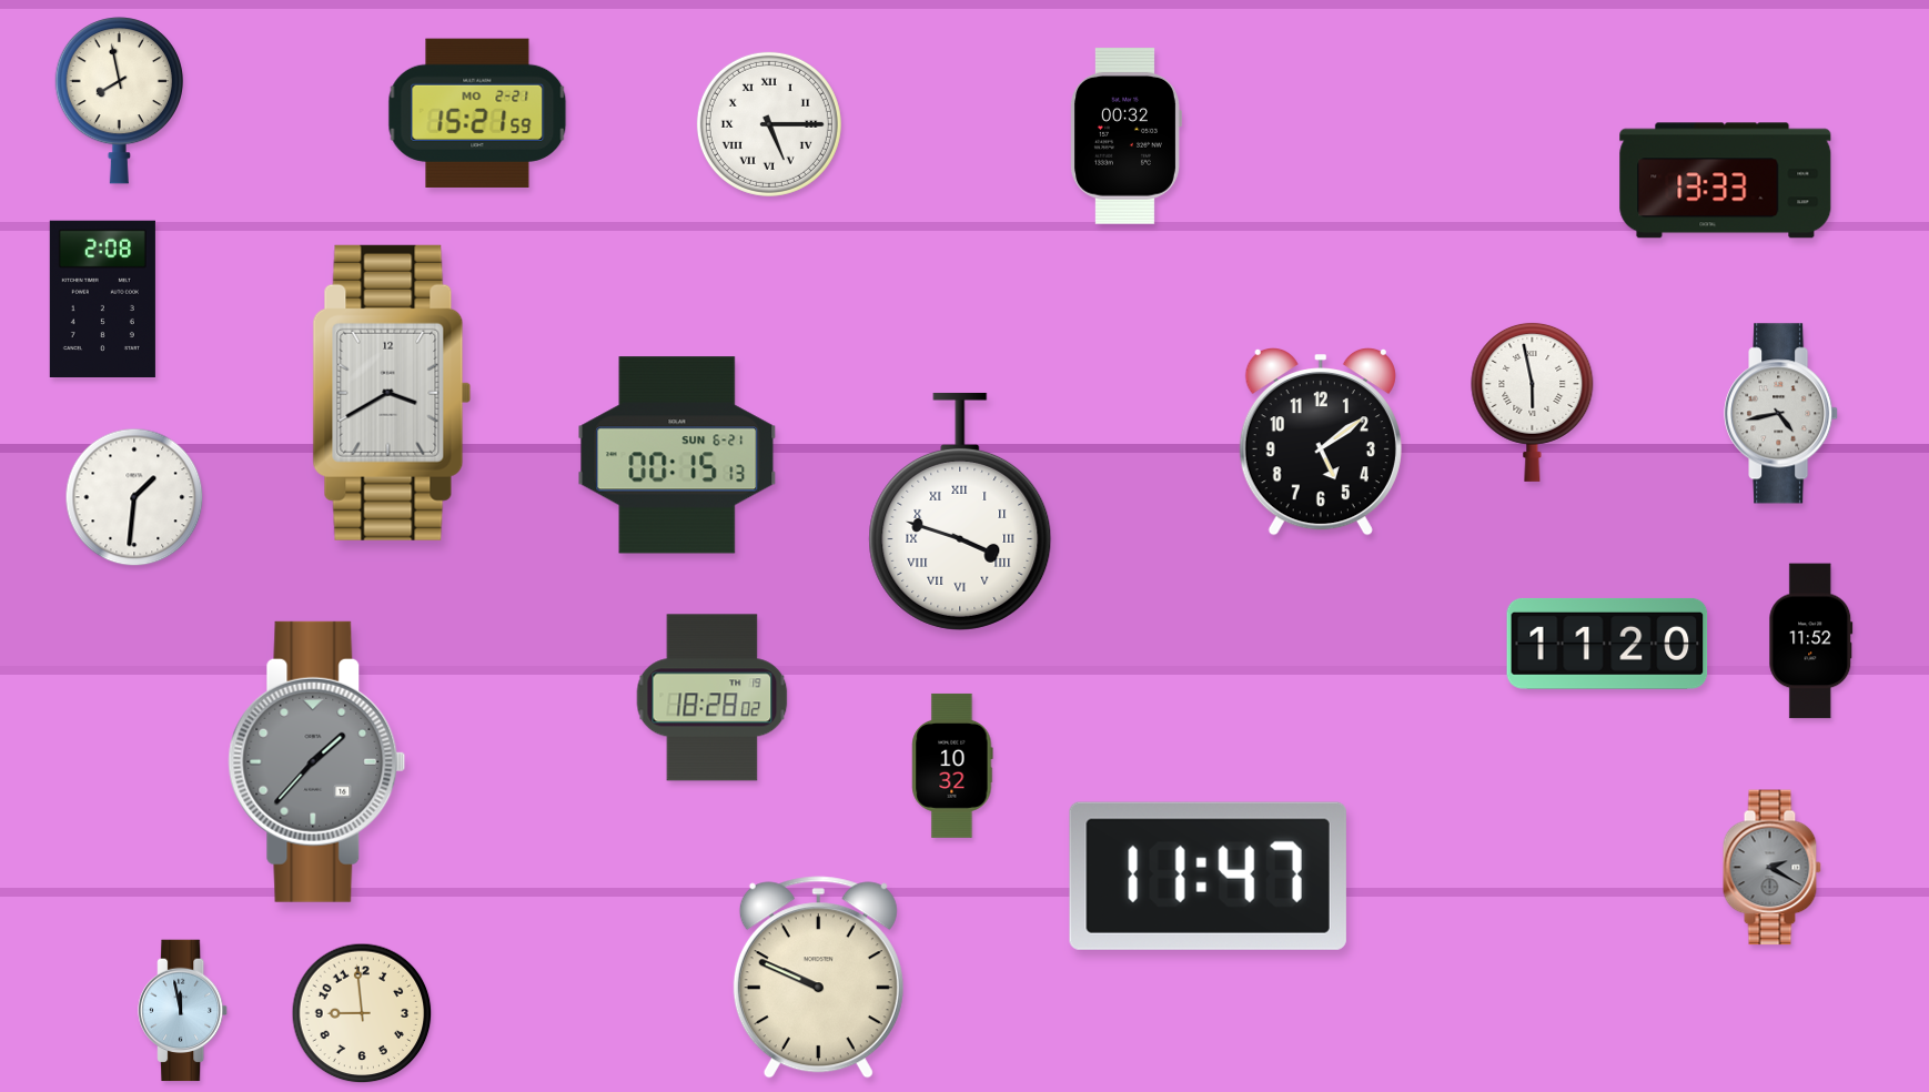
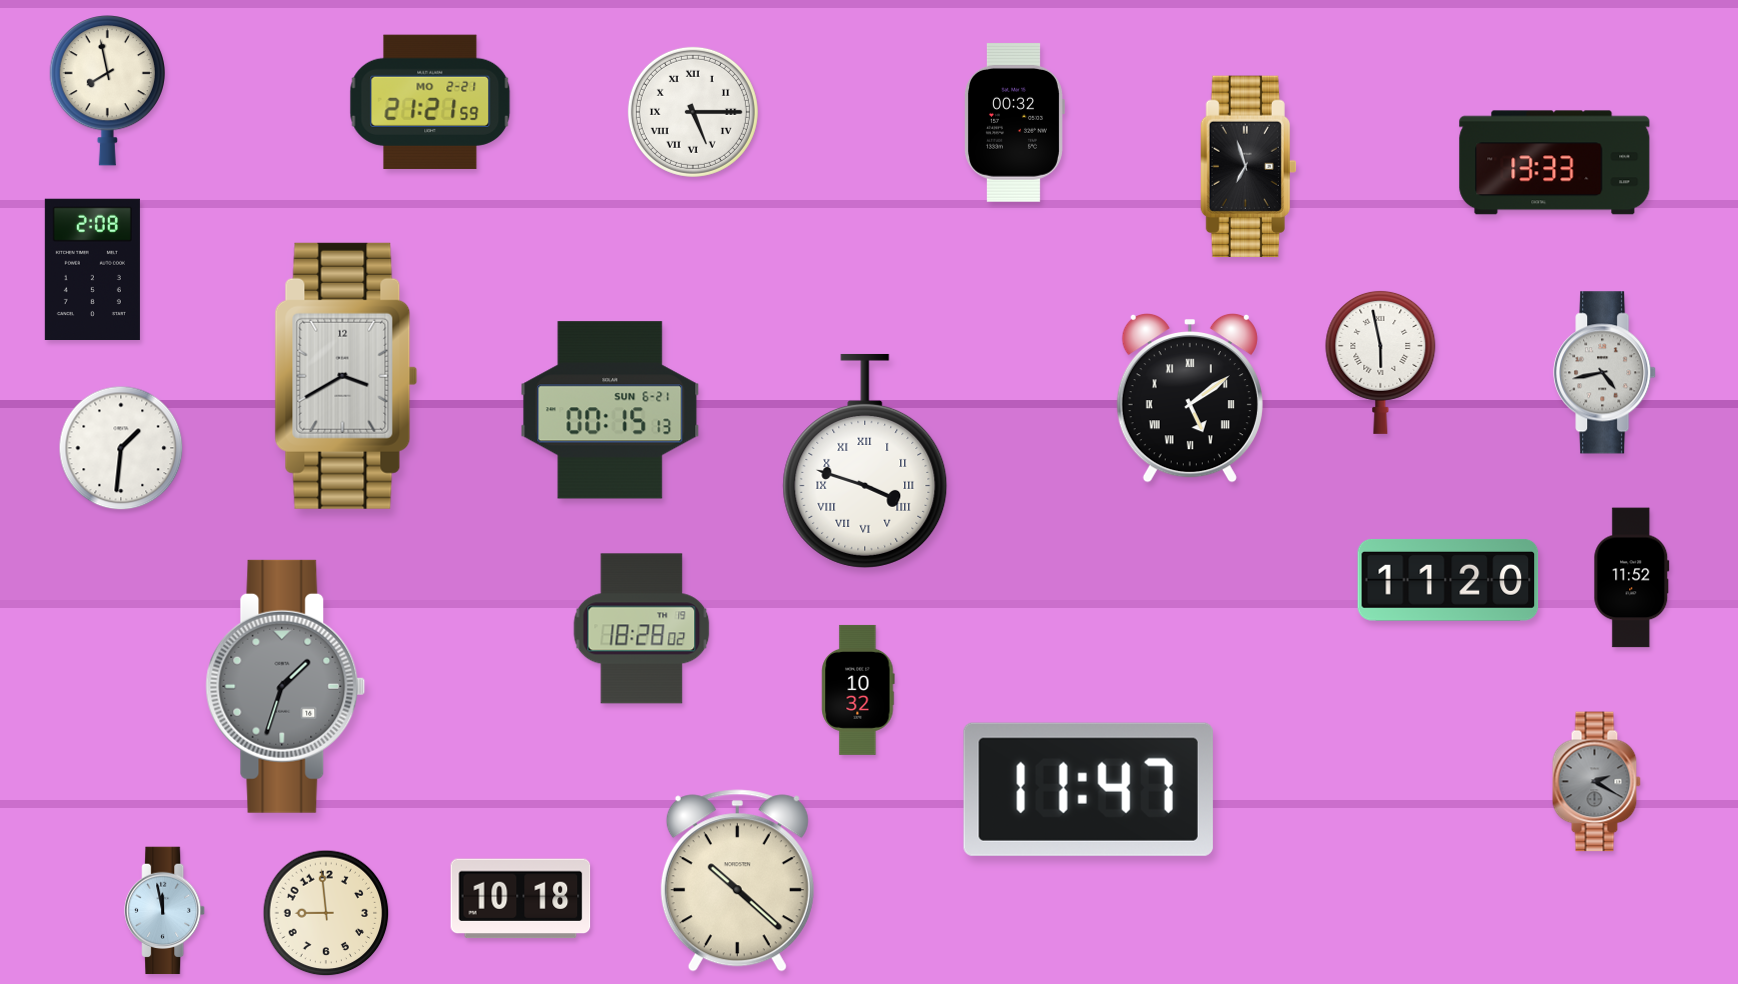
clock at (477, 112): 15:21 -> 21:21
clock at (1248, 167): none -> 6:57
clock at (392, 393) position: (392, 393) -> (346, 376)
clock at (1321, 442) numerals: Arabic -> Roman
clock at (317, 761): 1:37 -> 1:33
clock at (818, 978): 9:49 -> 10:22
clock at (521, 899): none -> 10:18
